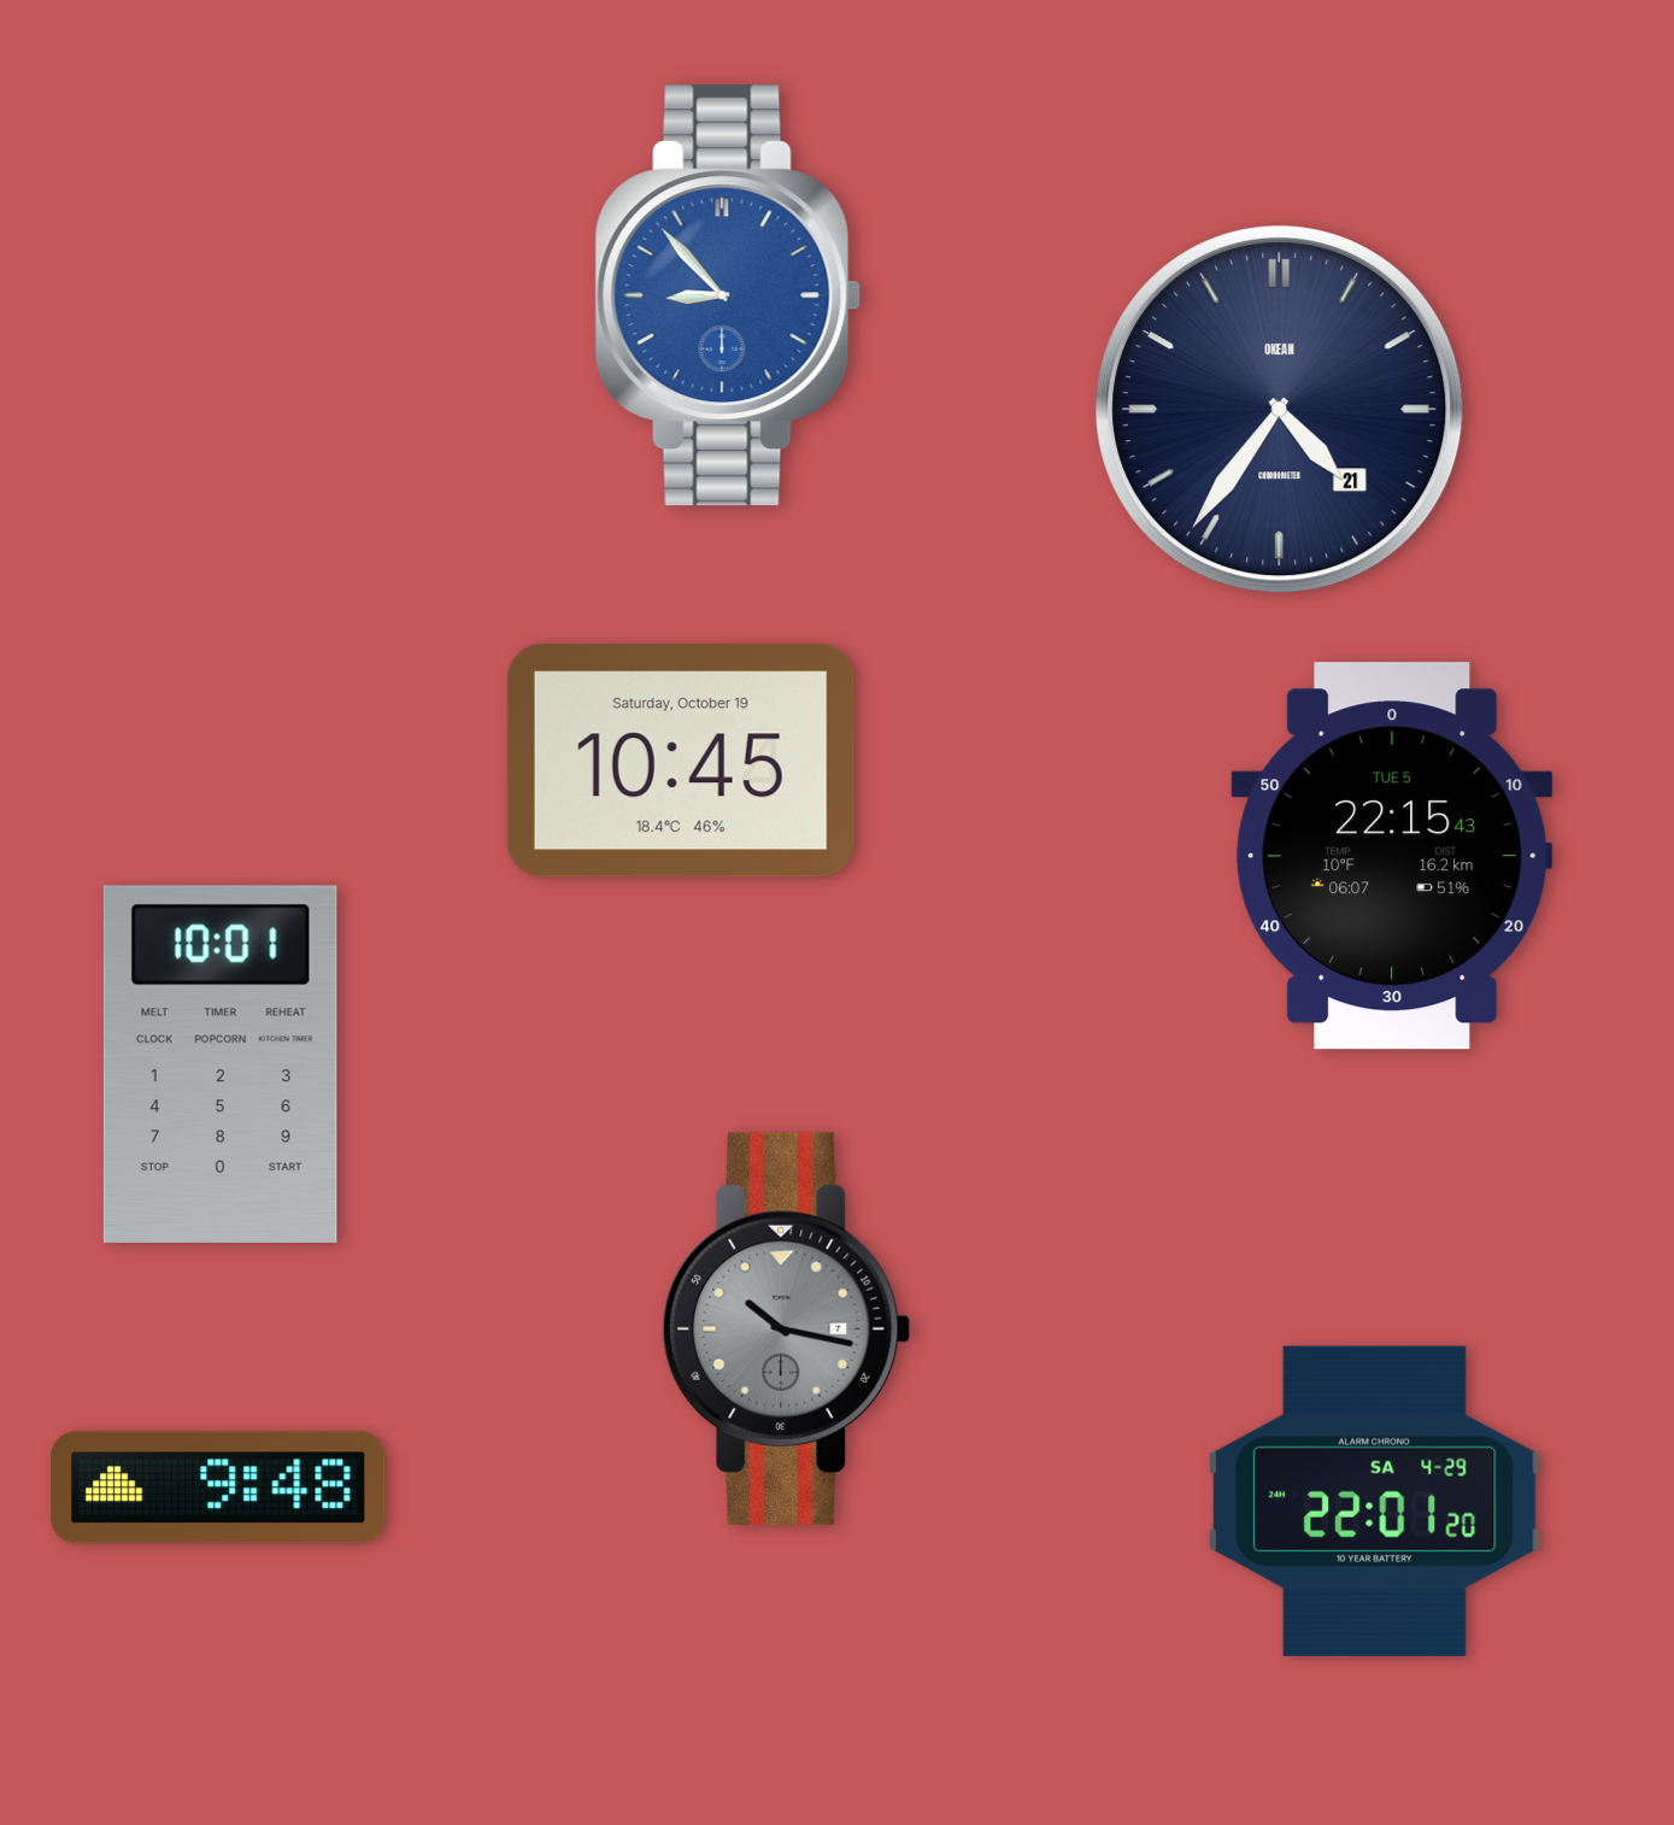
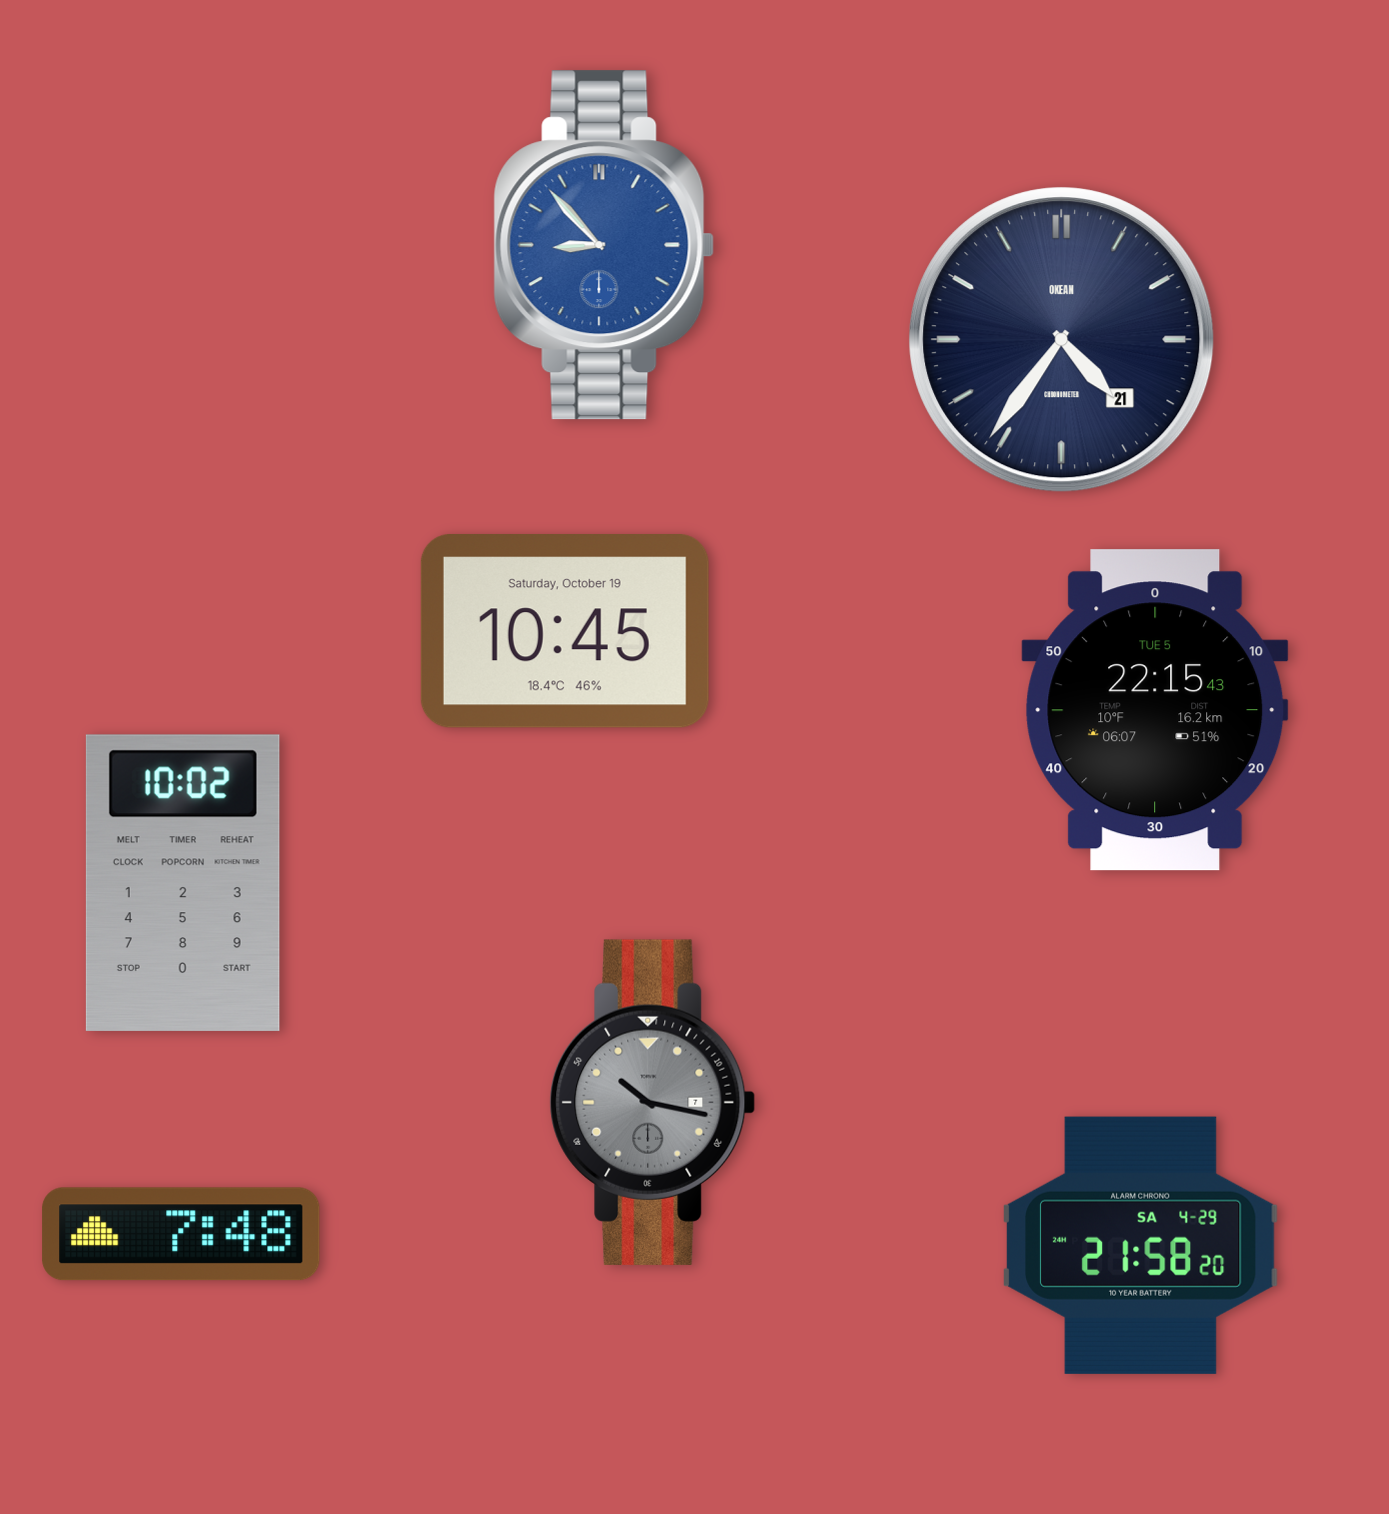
clock at (221, 1064): 10:01 -> 10:02
clock at (218, 1487): 9:48 -> 7:48
clock at (1375, 1501): 22:01 -> 21:58
